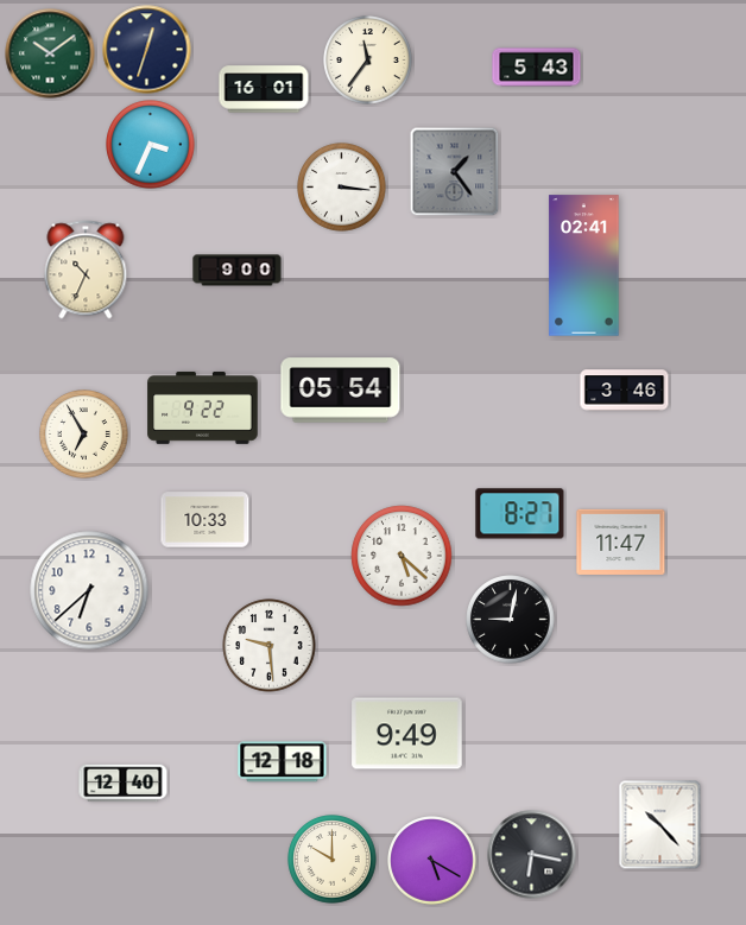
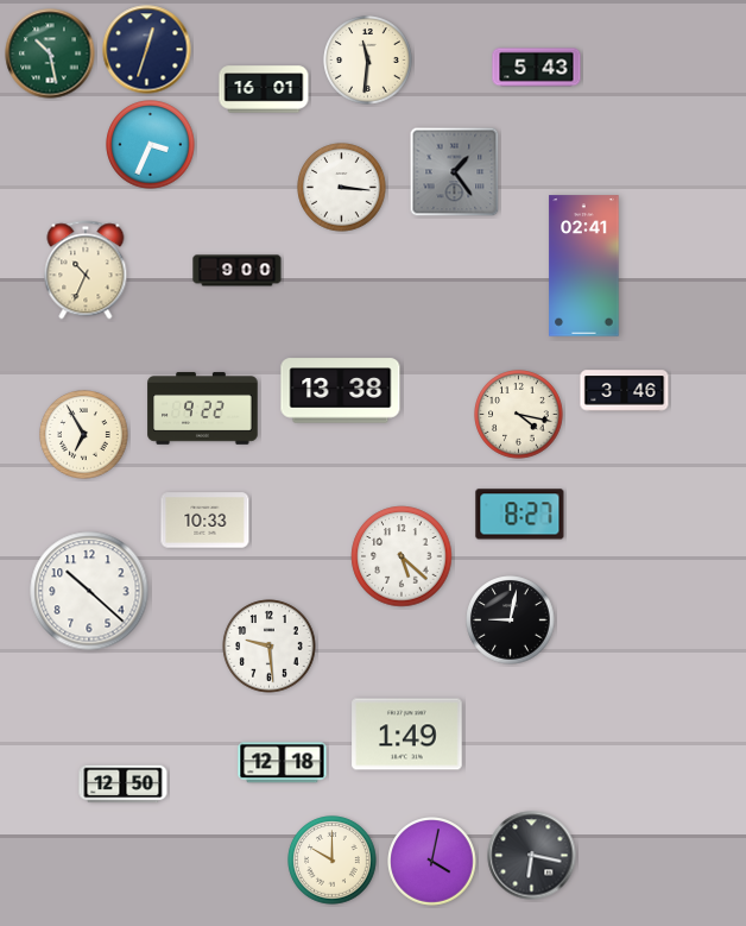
clock at (50, 53): 10:09 -> 10:28
clock at (368, 61): 11:36 -> 11:31
clock at (341, 391): 05:54 -> 13:38
clock at (519, 415): none -> 4:17
clock at (621, 541): 11:47 -> none
clock at (89, 590): 6:38 -> 10:22
clock at (407, 734): 9:49 -> 1:49
clock at (124, 784): 12:40 -> 12:50
clock at (660, 825): 10:23 -> none
clock at (432, 861): 5:20 -> 4:02
